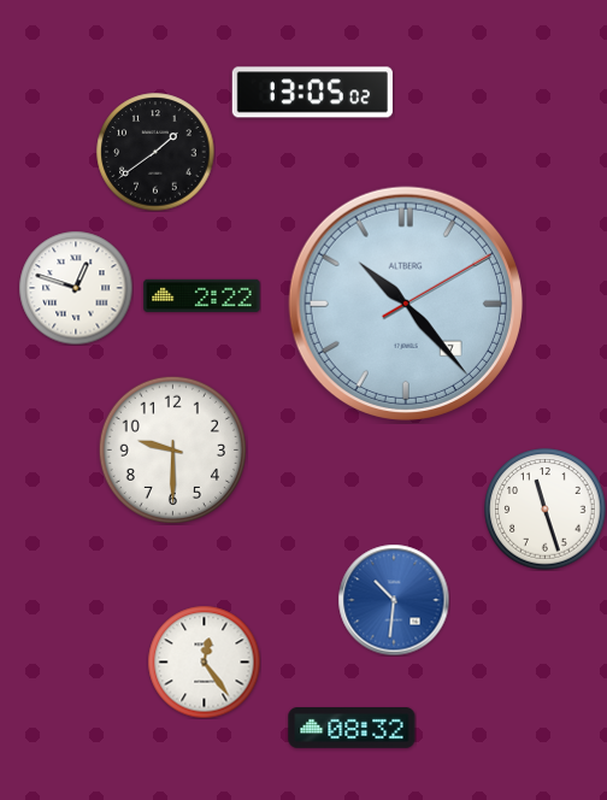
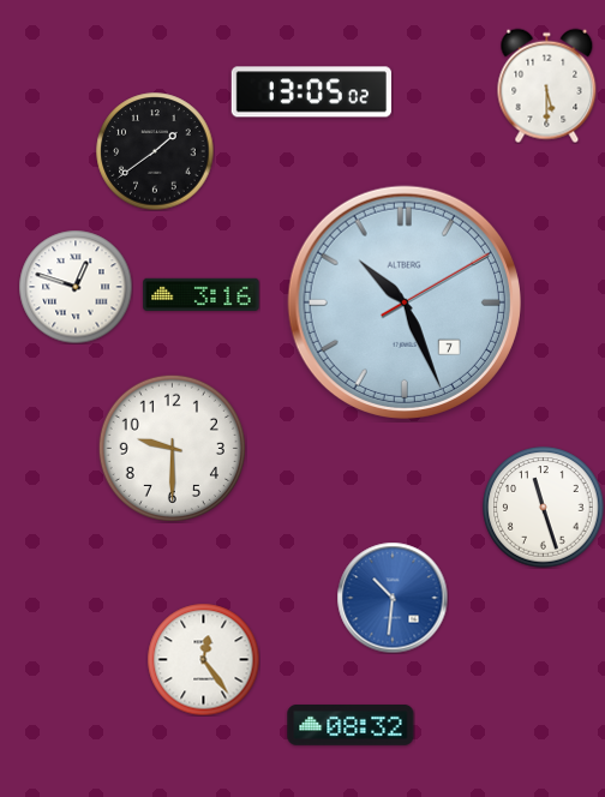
clock at (547, 85): none -> 5:30
clock at (202, 295): 2:22 -> 3:16
clock at (406, 304): 10:23 -> 10:26
